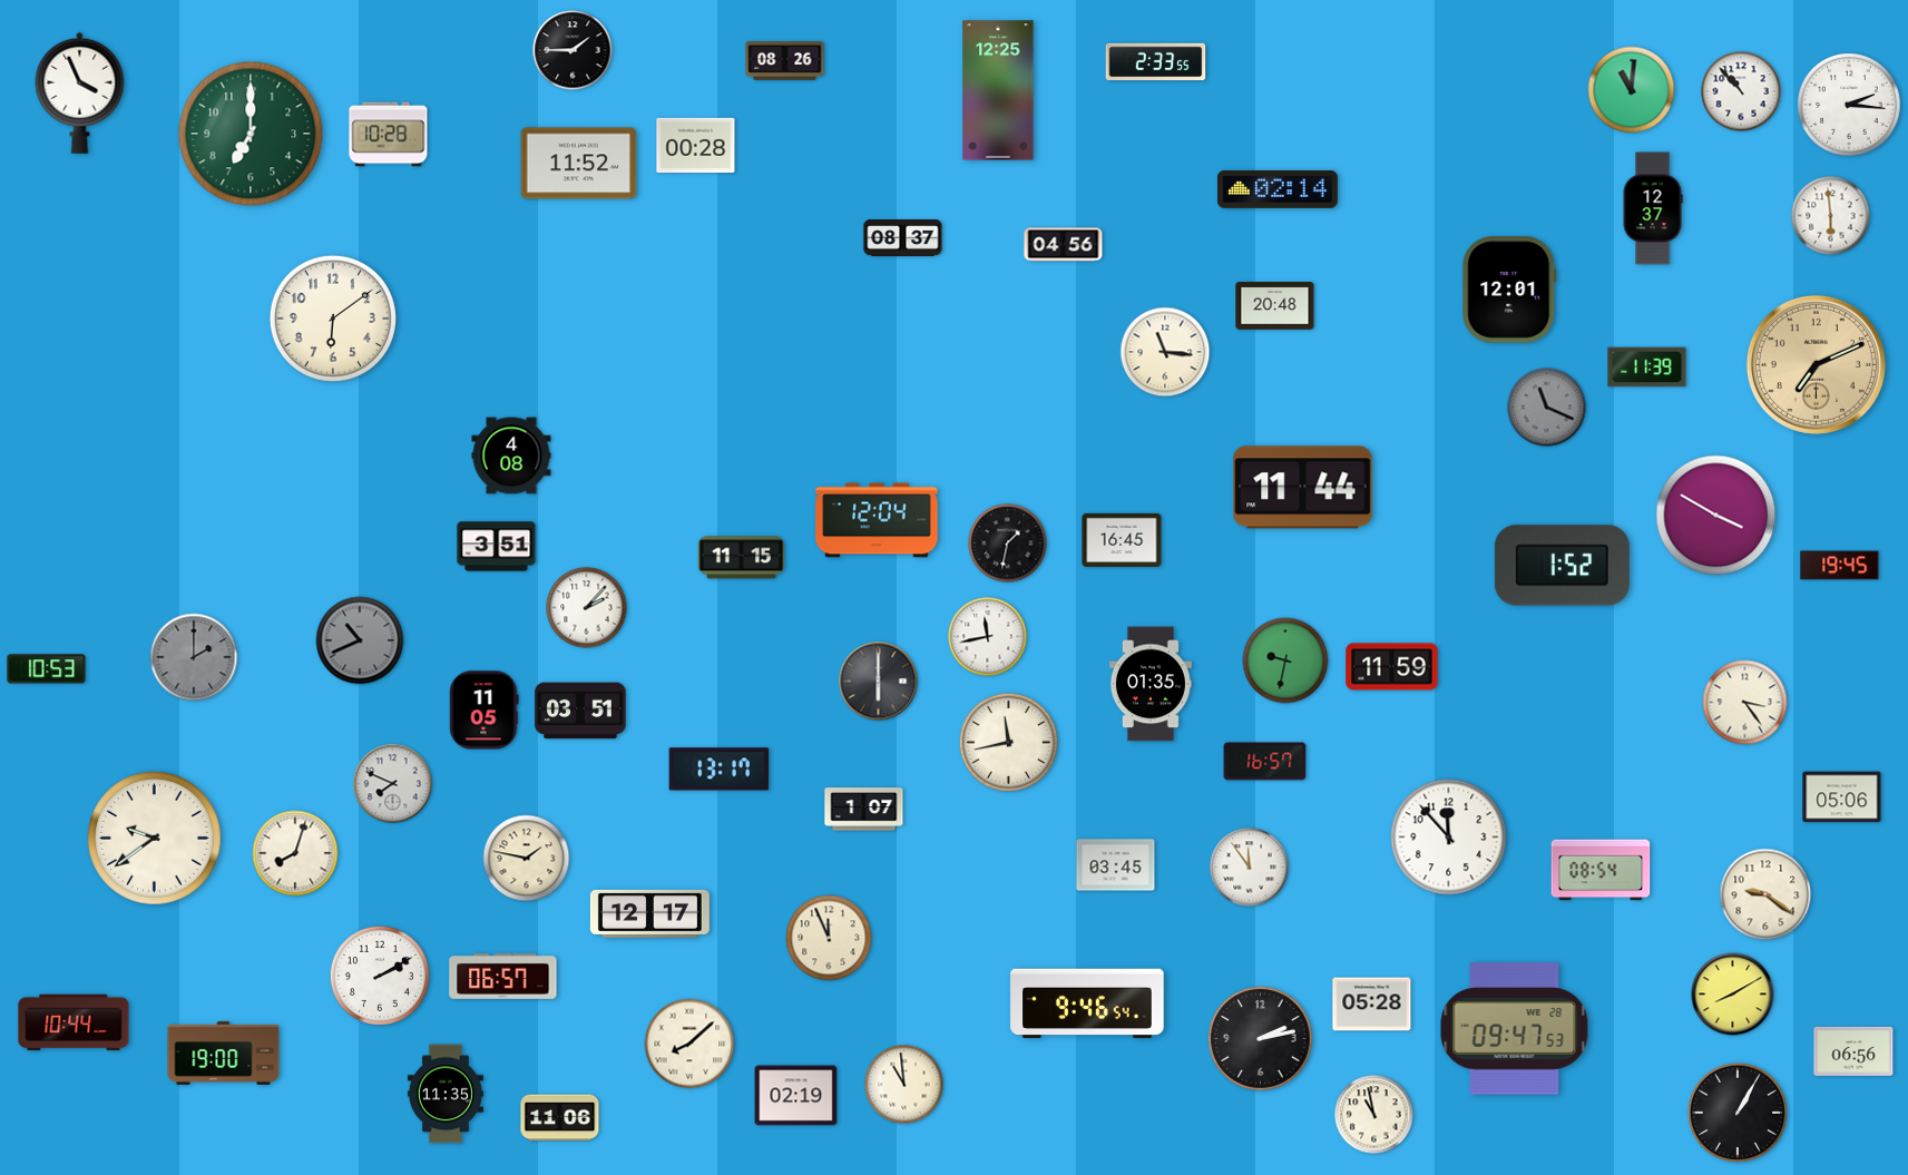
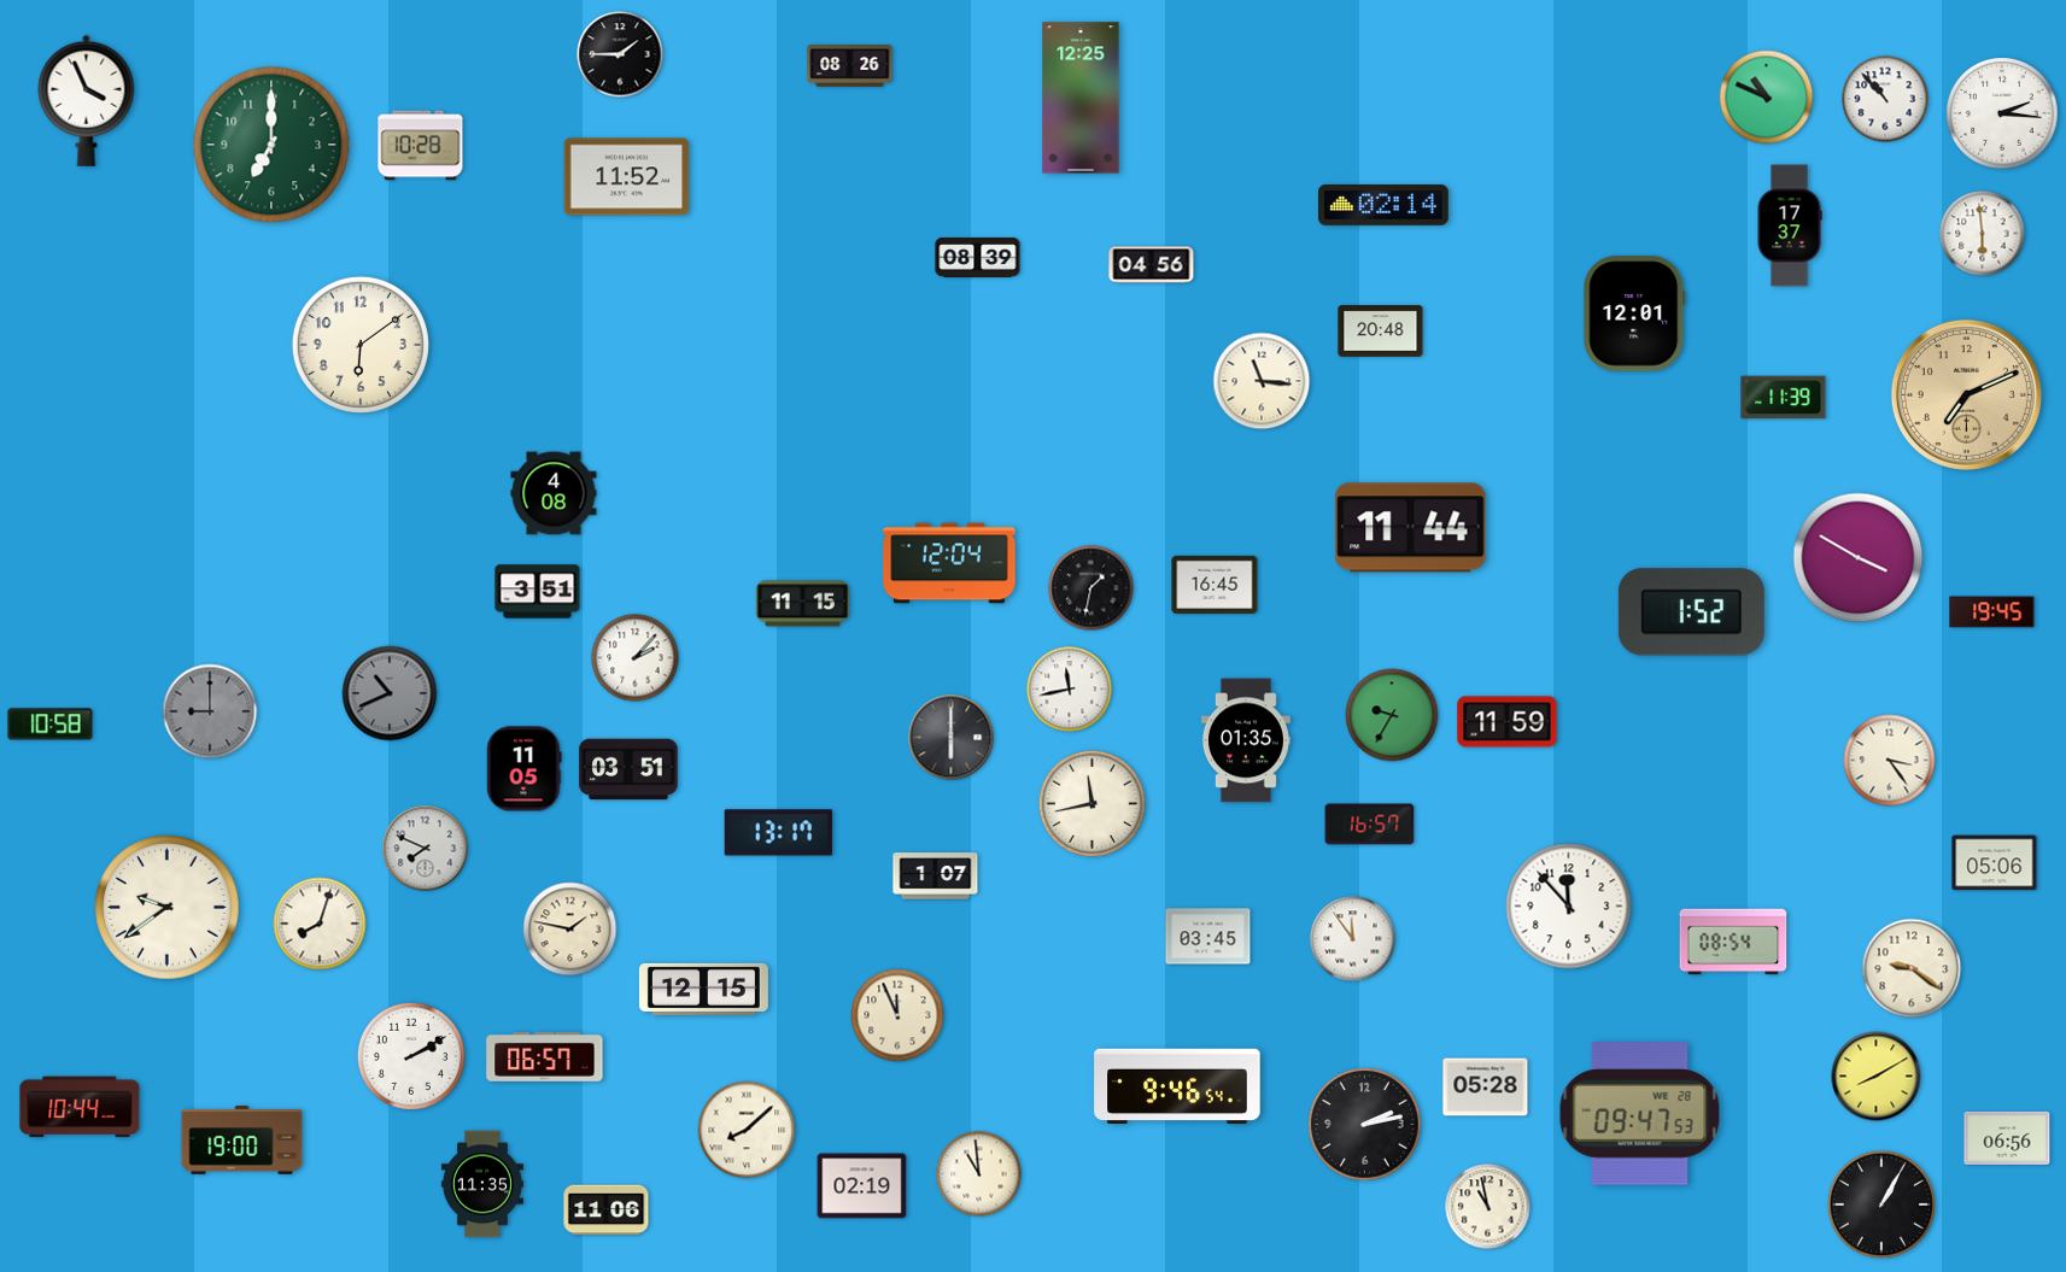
clock at (1156, 62): 2:33 -> none
clock at (1632, 90): 11:01 -> 10:49
clock at (696, 146): 00:28 -> none
clock at (1653, 208): 12:37 -> 17:37
clock at (903, 238): 08:37 -> 08:39
clock at (1547, 408): 11:19 -> none
clock at (194, 657): 2:00 -> 9:00
clock at (1285, 660): 9:32 -> 9:35
clock at (47, 669): 10:53 -> 10:58
clock at (649, 913): 12:17 -> 12:15
